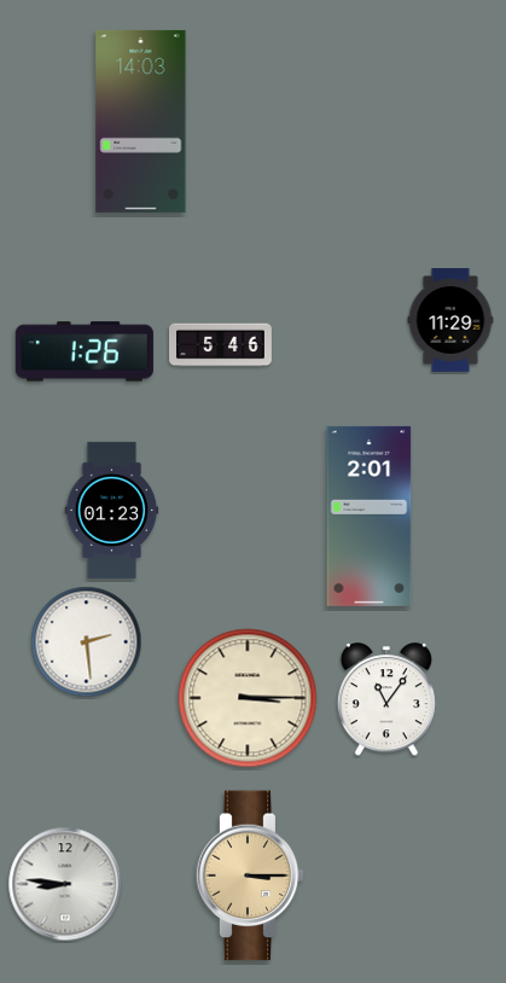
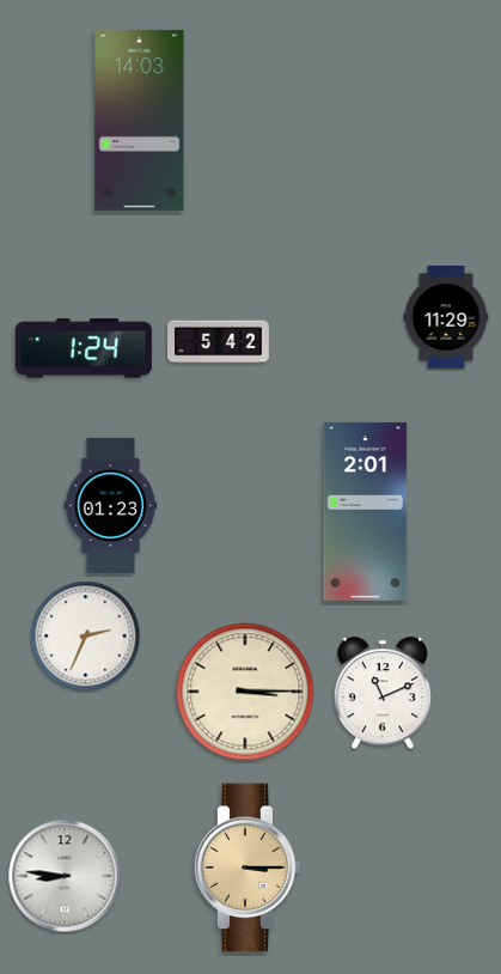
clock at (221, 345): 5:46 -> 5:42
clock at (85, 351): 1:26 -> 1:24
clock at (87, 642): 2:29 -> 2:34
clock at (386, 700): 11:06 -> 11:11
